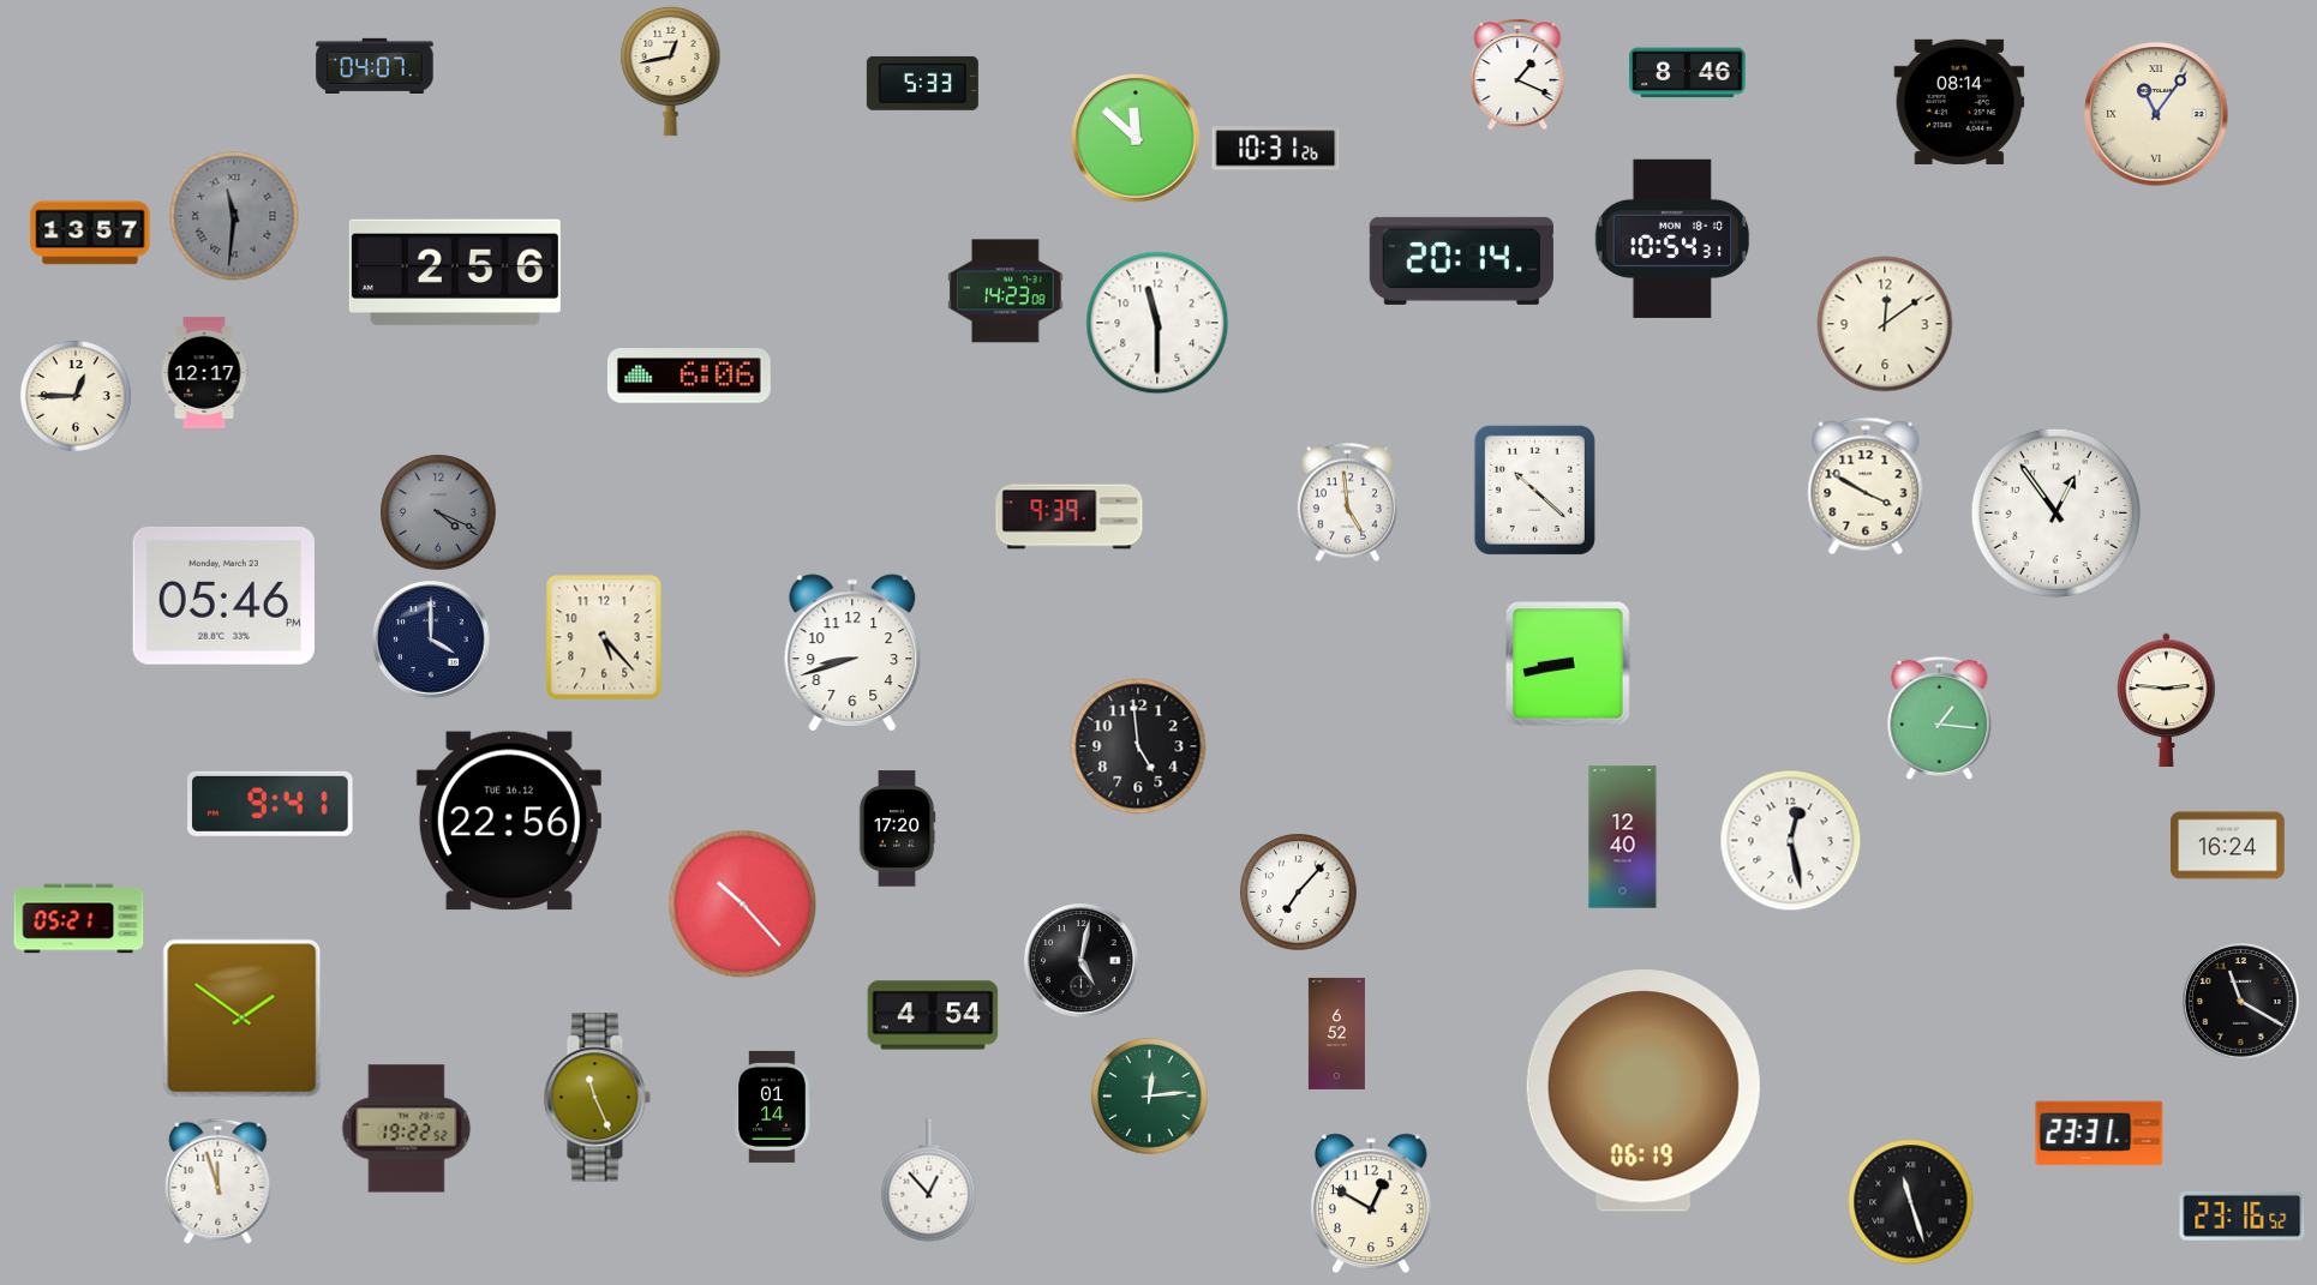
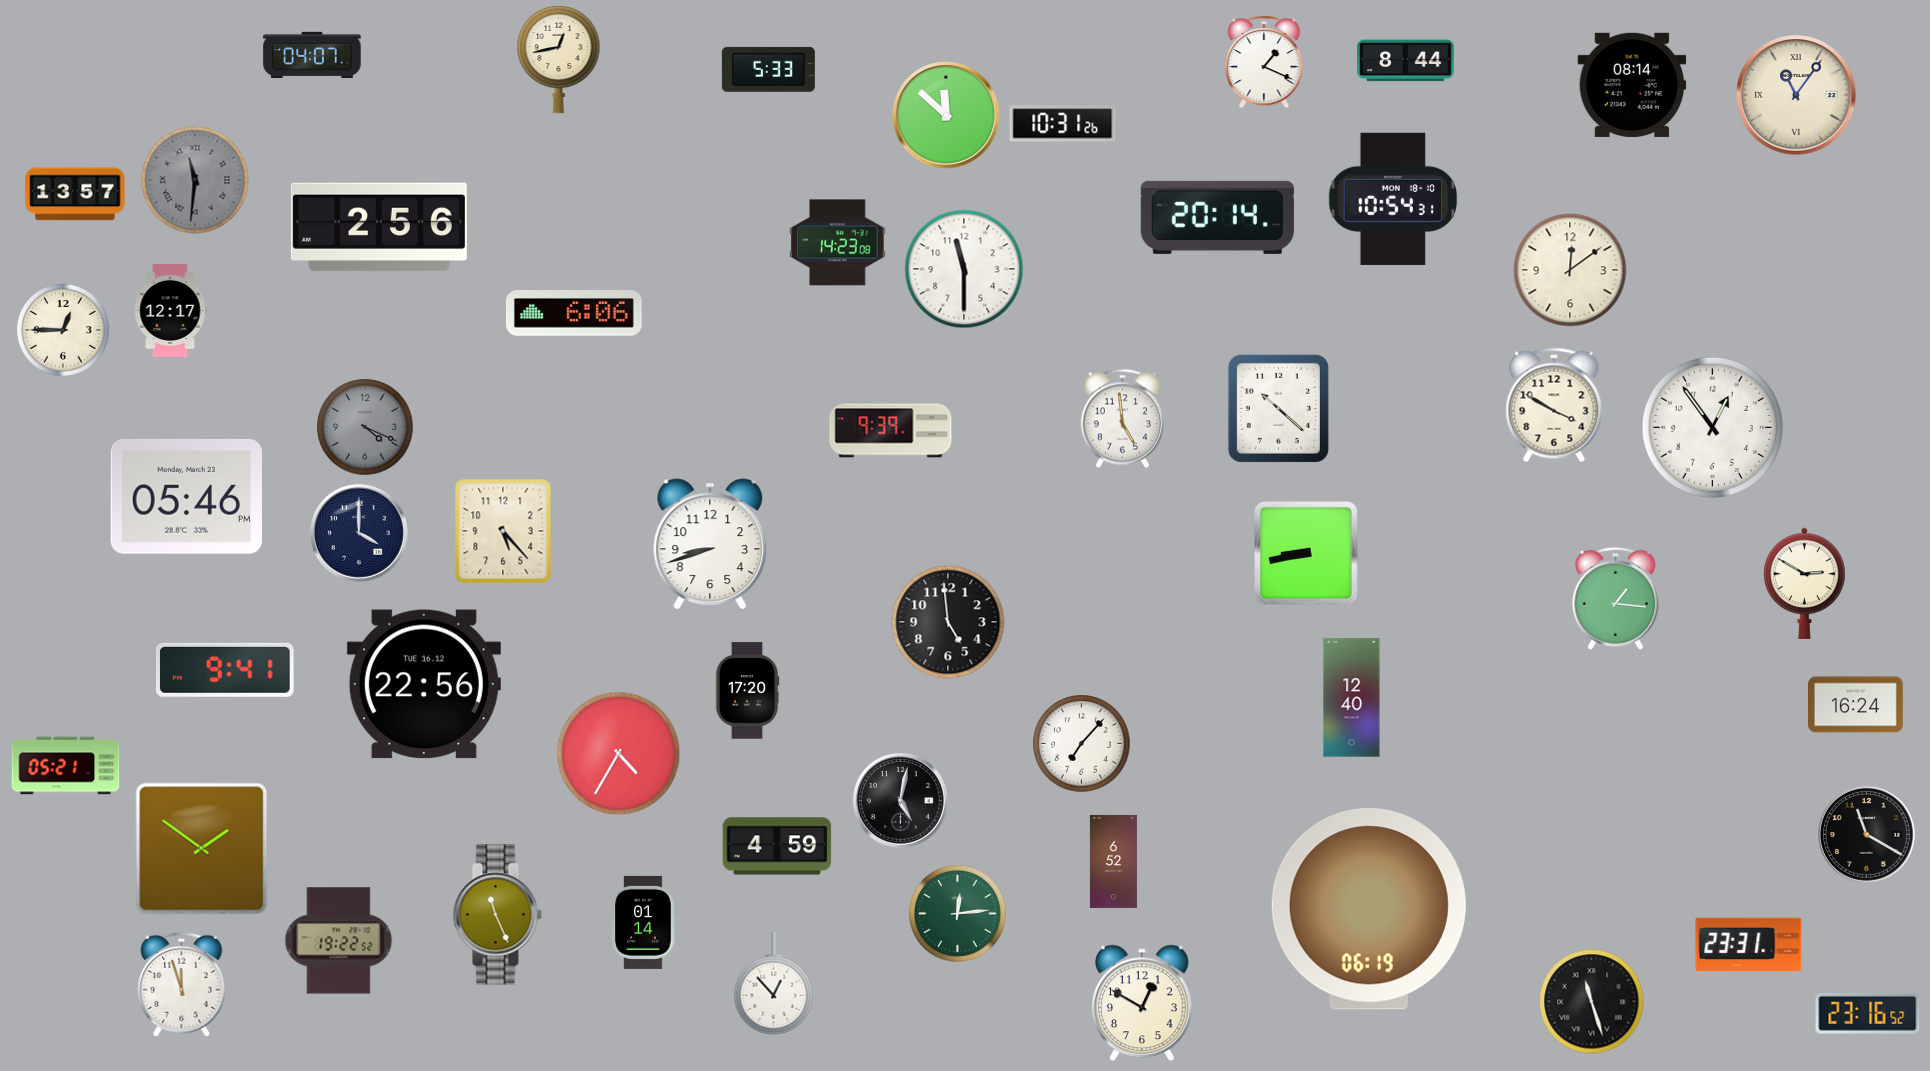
clock at (1688, 73): 8:46 -> 8:44
clock at (2167, 699): 2:46 -> 2:50
clock at (1791, 841): 12:28 -> none
clock at (743, 905): 10:23 -> 4:35
clock at (933, 1015): 4:54 -> 4:59
